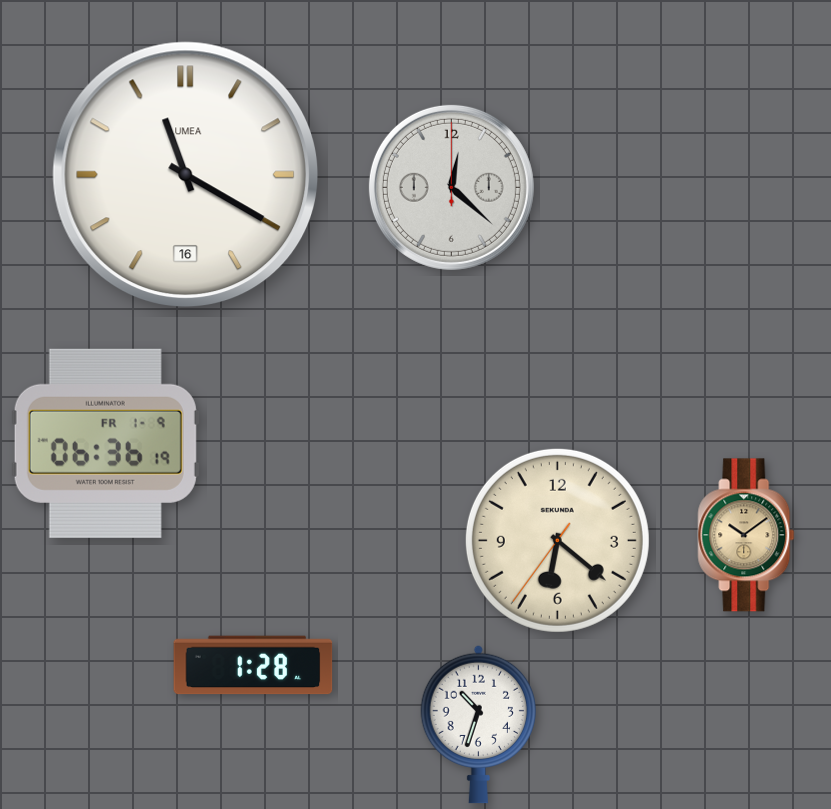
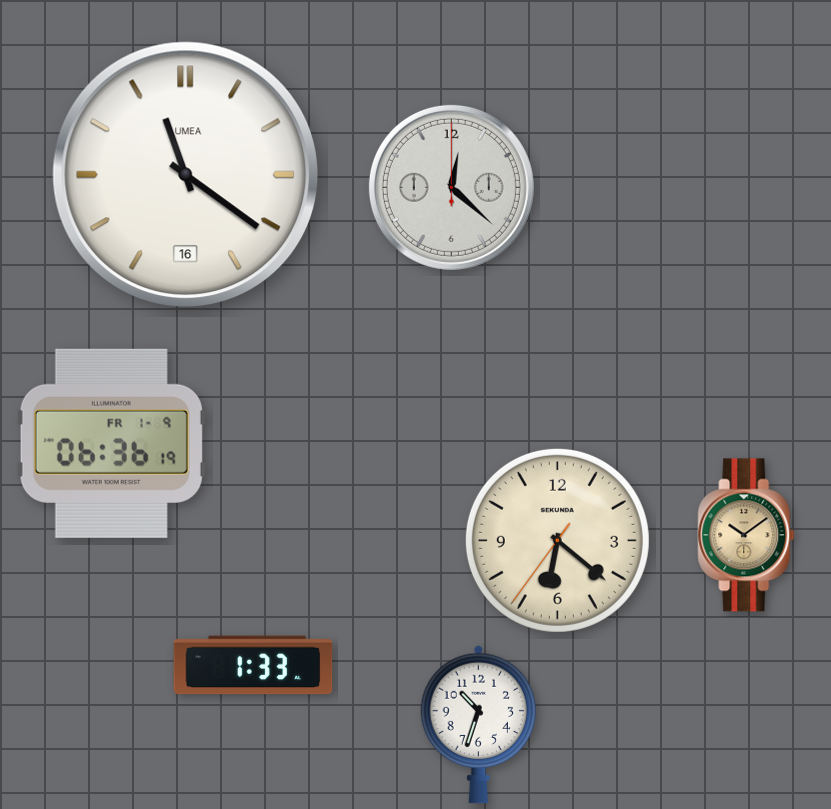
clock at (185, 174): 11:20 -> 11:21
clock at (105, 443) position: (105, 443) -> (111, 443)
clock at (253, 665): 1:28 -> 1:33
